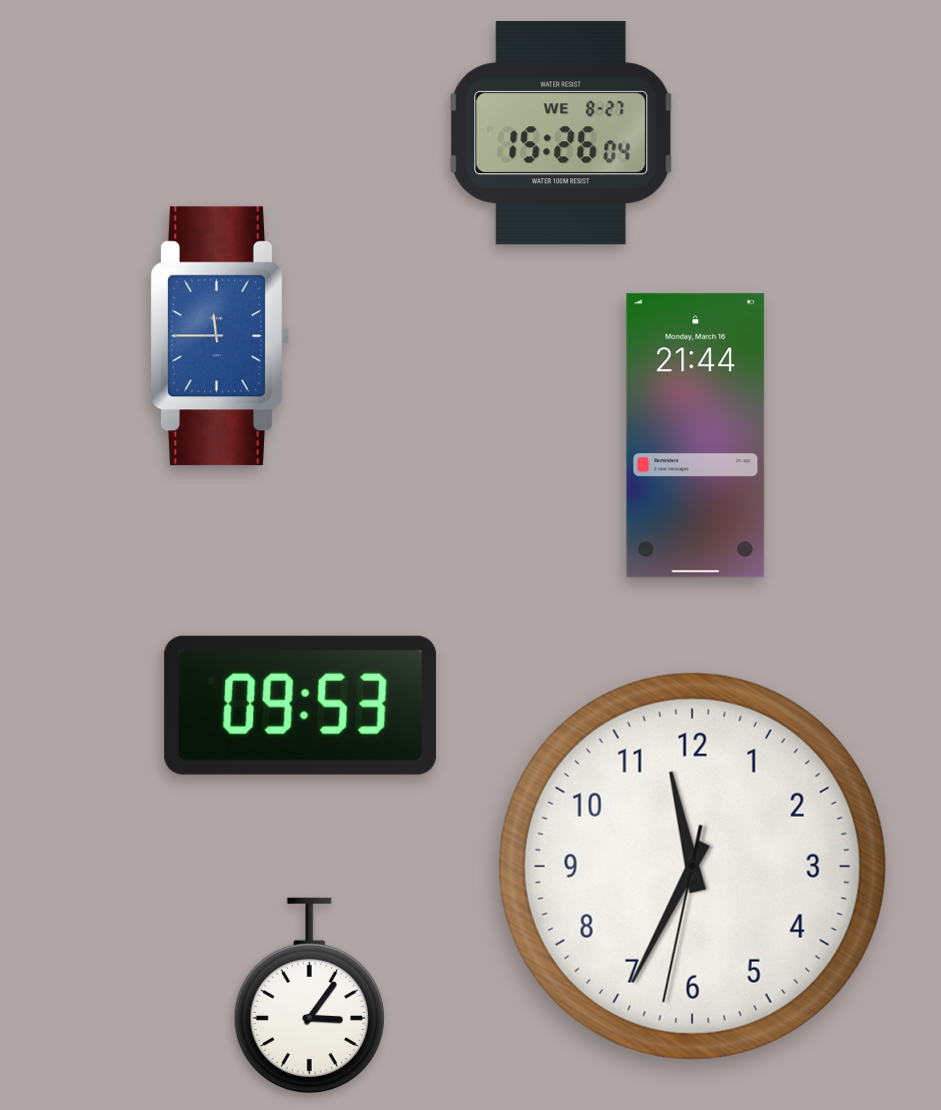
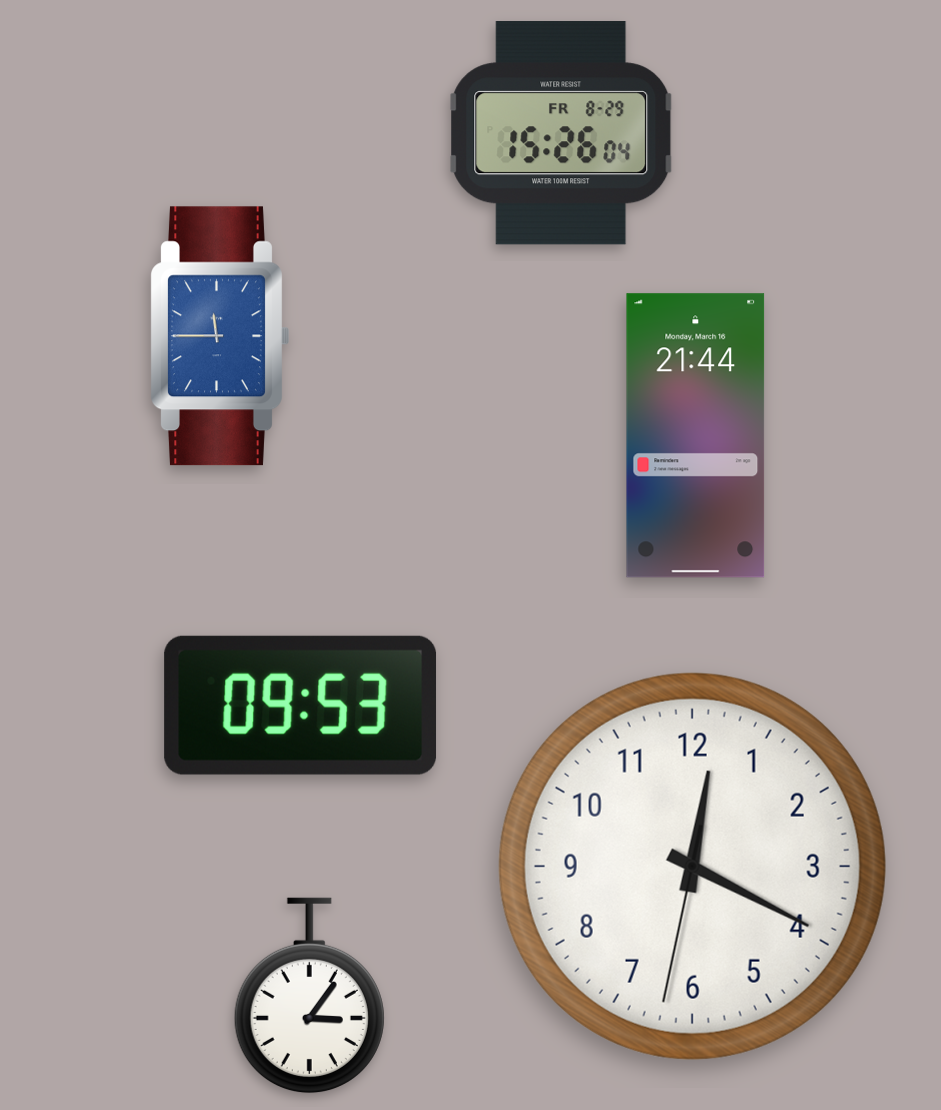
clock at (561, 133) date: WE 8-27 -> FR 8-29
clock at (692, 866): 11:34 -> 12:19
